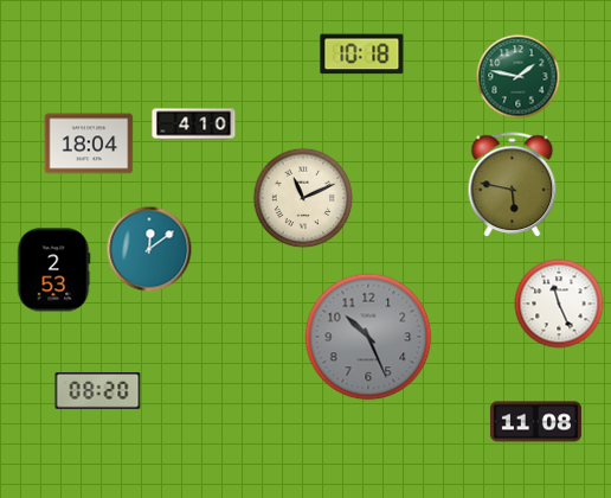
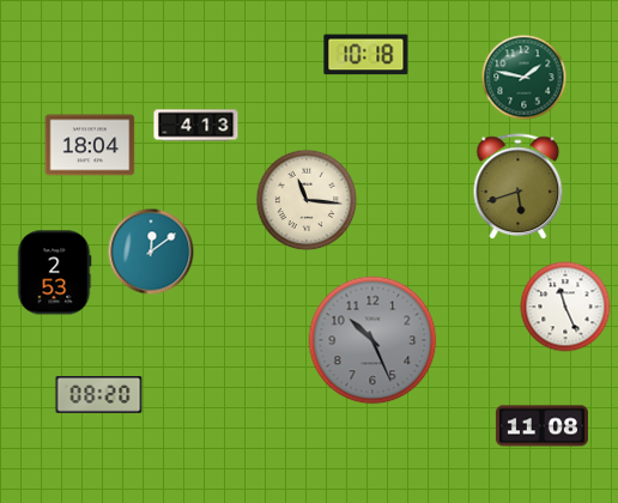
clock at (194, 124): 4:10 -> 4:13
clock at (513, 184): 5:47 -> 5:42
clock at (303, 198): 11:11 -> 11:16
